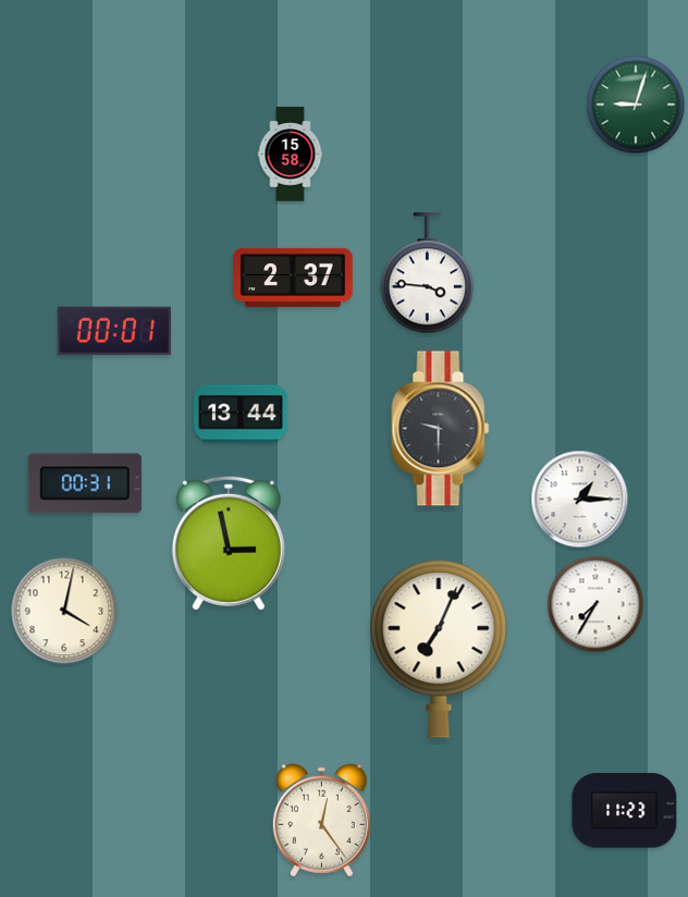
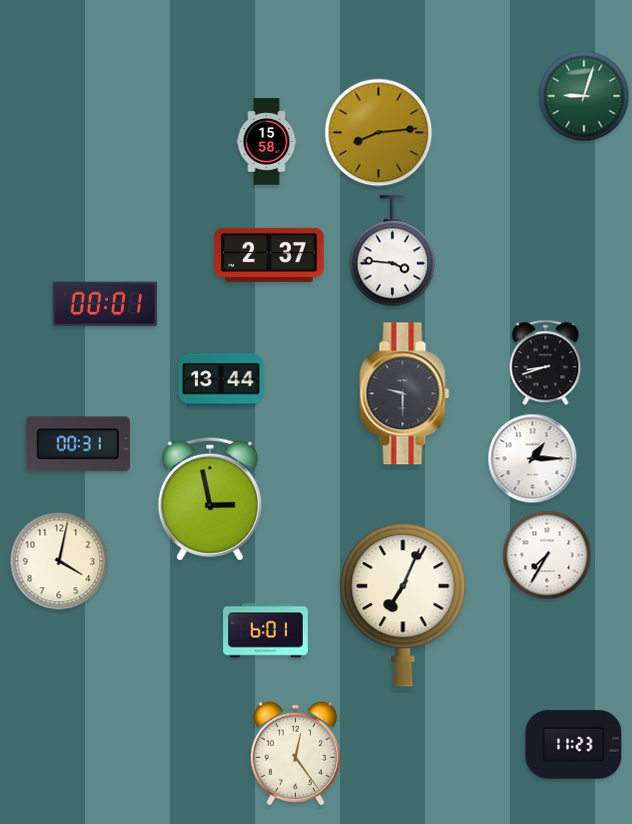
clock at (379, 133): none -> 8:14
clock at (546, 363): none -> 8:42
clock at (439, 649) position: (439, 649) -> (403, 605)
clock at (266, 631): none -> 6:01
